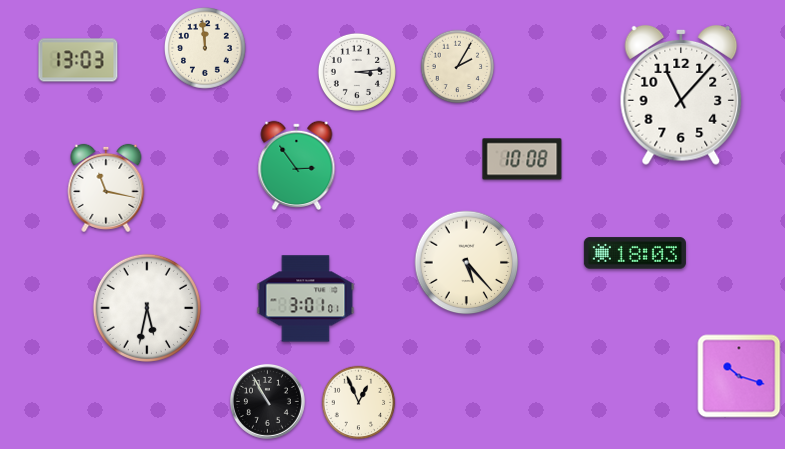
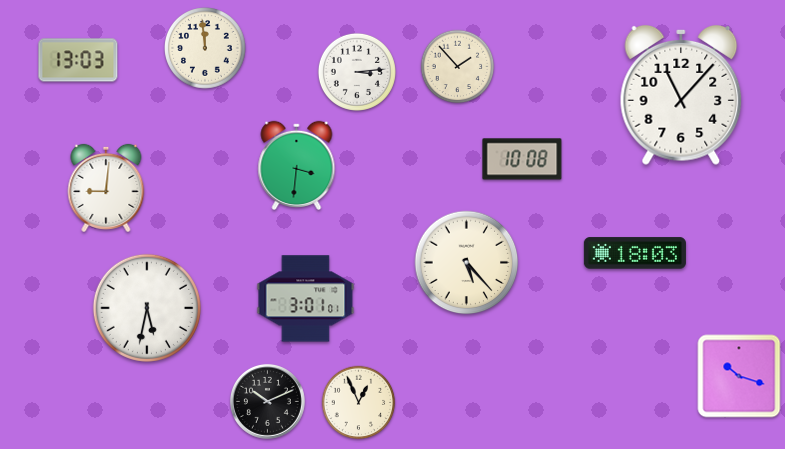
clock at (458, 67): 2:05 -> 1:53
clock at (297, 165): 2:54 -> 3:31
clock at (106, 188): 11:17 -> 9:01
clock at (267, 401): 10:55 -> 10:11
